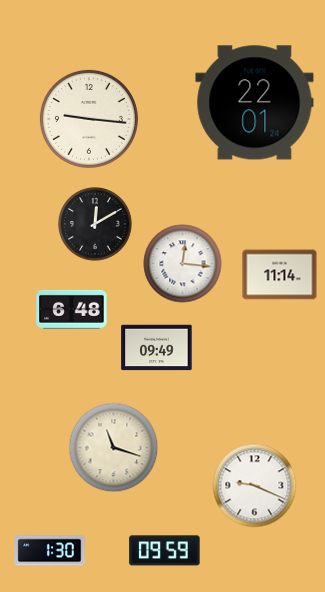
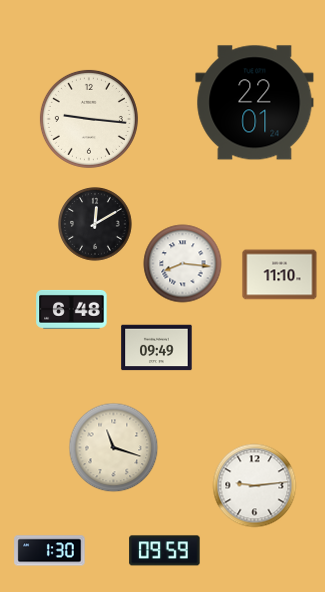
clock at (183, 264): 12:16 -> 8:16
clock at (280, 275): 11:14 -> 11:10
clock at (255, 486): 9:19 -> 9:14
